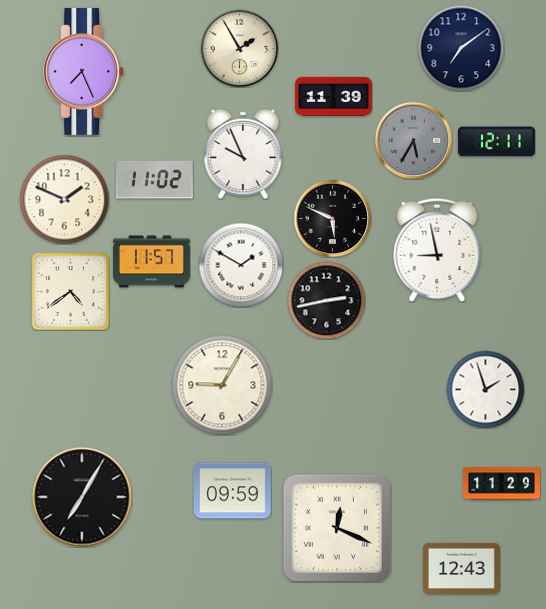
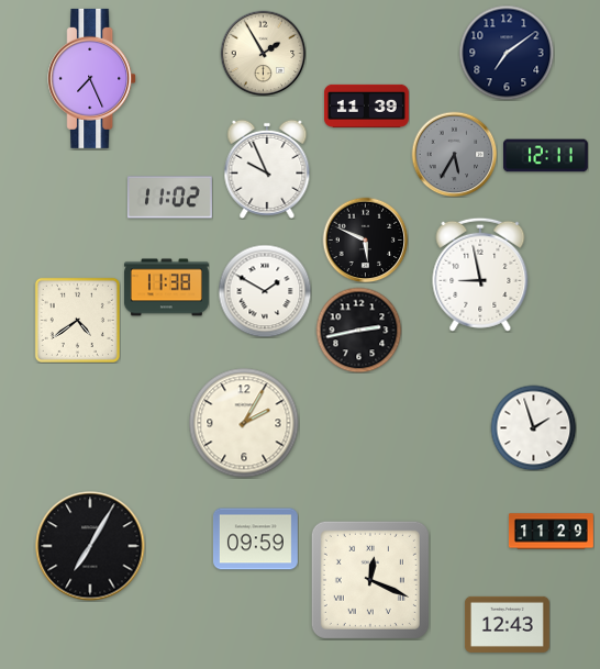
clock at (64, 199): 1:49 -> none
clock at (151, 262): 11:57 -> 11:38
clock at (222, 385): 9:05 -> 2:05
